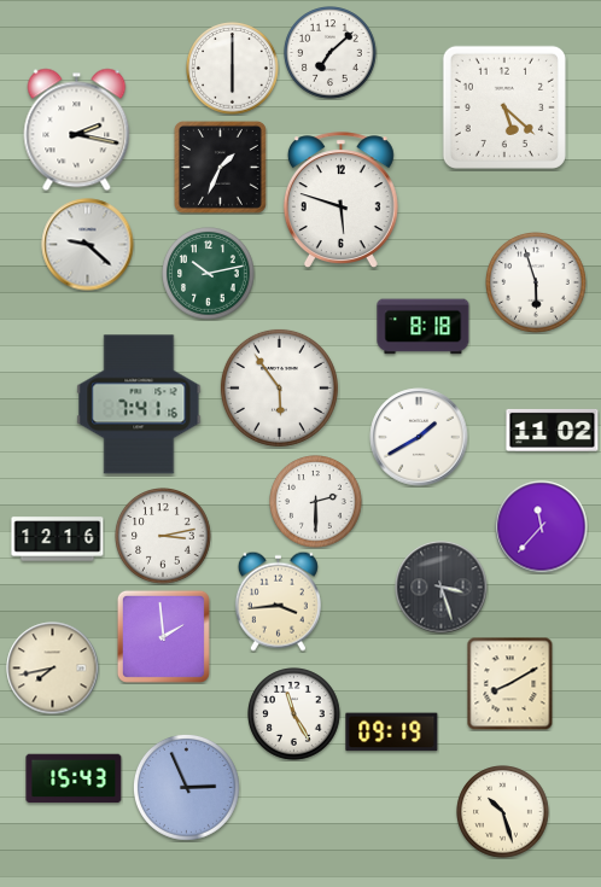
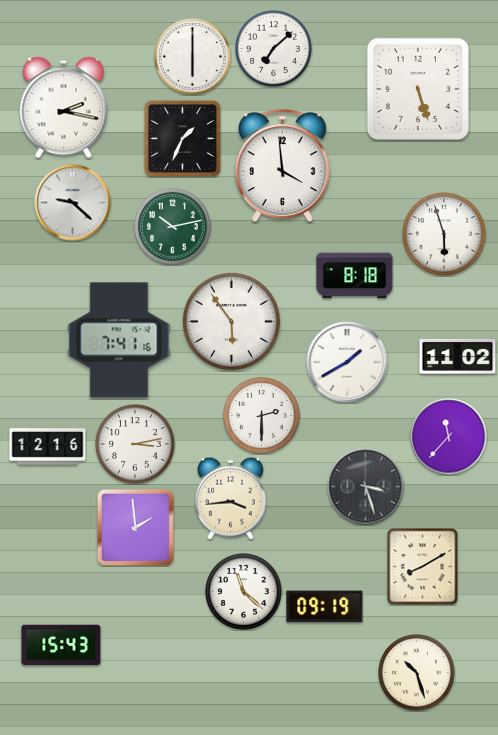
clock at (331, 53) position: (331, 53) -> (274, 49)
clock at (504, 107): 5:22 -> 5:27
clock at (340, 199): 5:48 -> 3:59
clock at (424, 327) position: (424, 327) -> (355, 276)
clock at (139, 404) position: (139, 404) -> (119, 340)
clock at (53, 669): 7:43 -> none
clock at (294, 714): 11:25 -> 11:22
clock at (186, 787): 2:56 -> none
